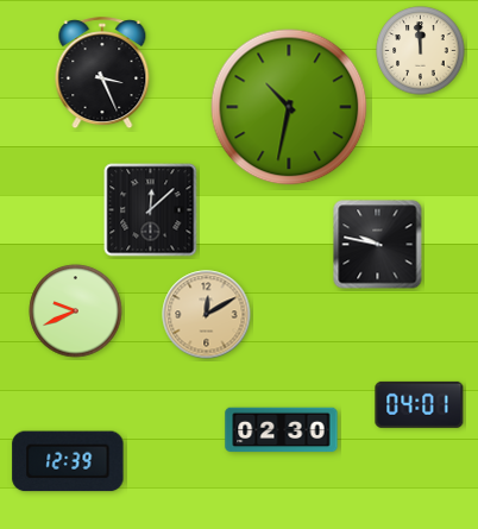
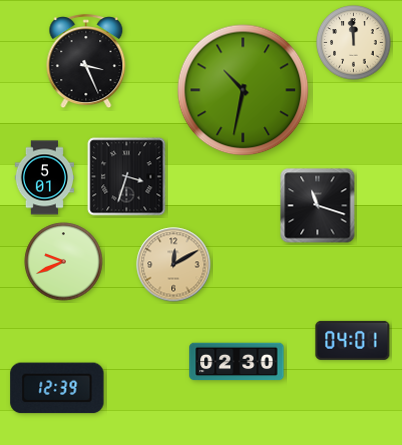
clock at (151, 210): 12:08 -> 3:33
clock at (44, 178): none -> 5:01
clock at (378, 245): 9:47 -> 11:18
